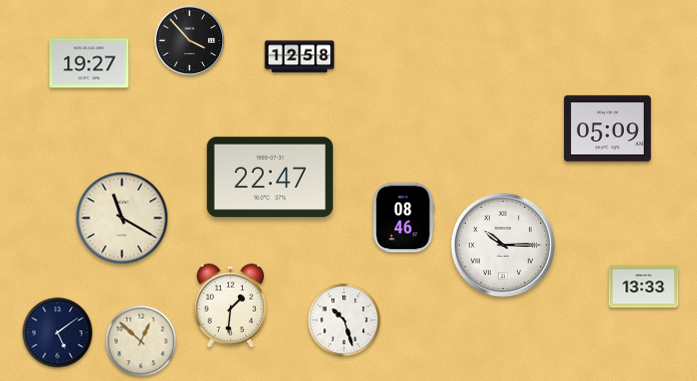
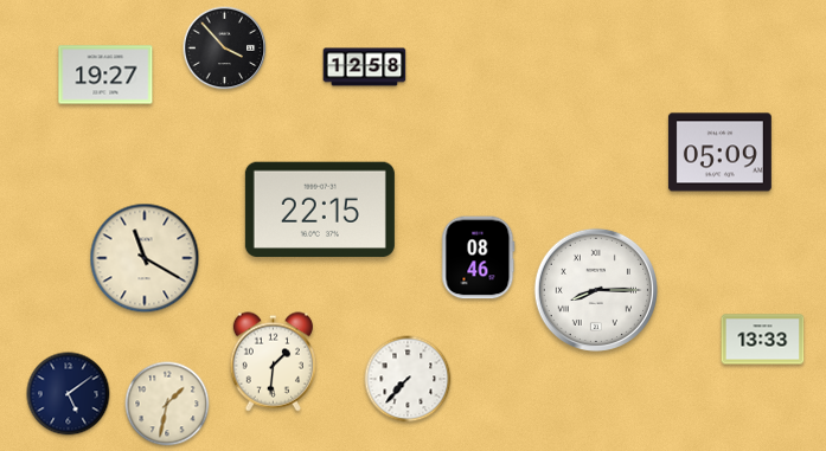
clock at (300, 57) position: (300, 57) -> (365, 67)
clock at (270, 177): 22:47 -> 22:15
clock at (503, 245): 10:15 -> 8:15
clock at (344, 320): 10:27 -> 7:37
clock at (141, 341): 12:52 -> 1:32
